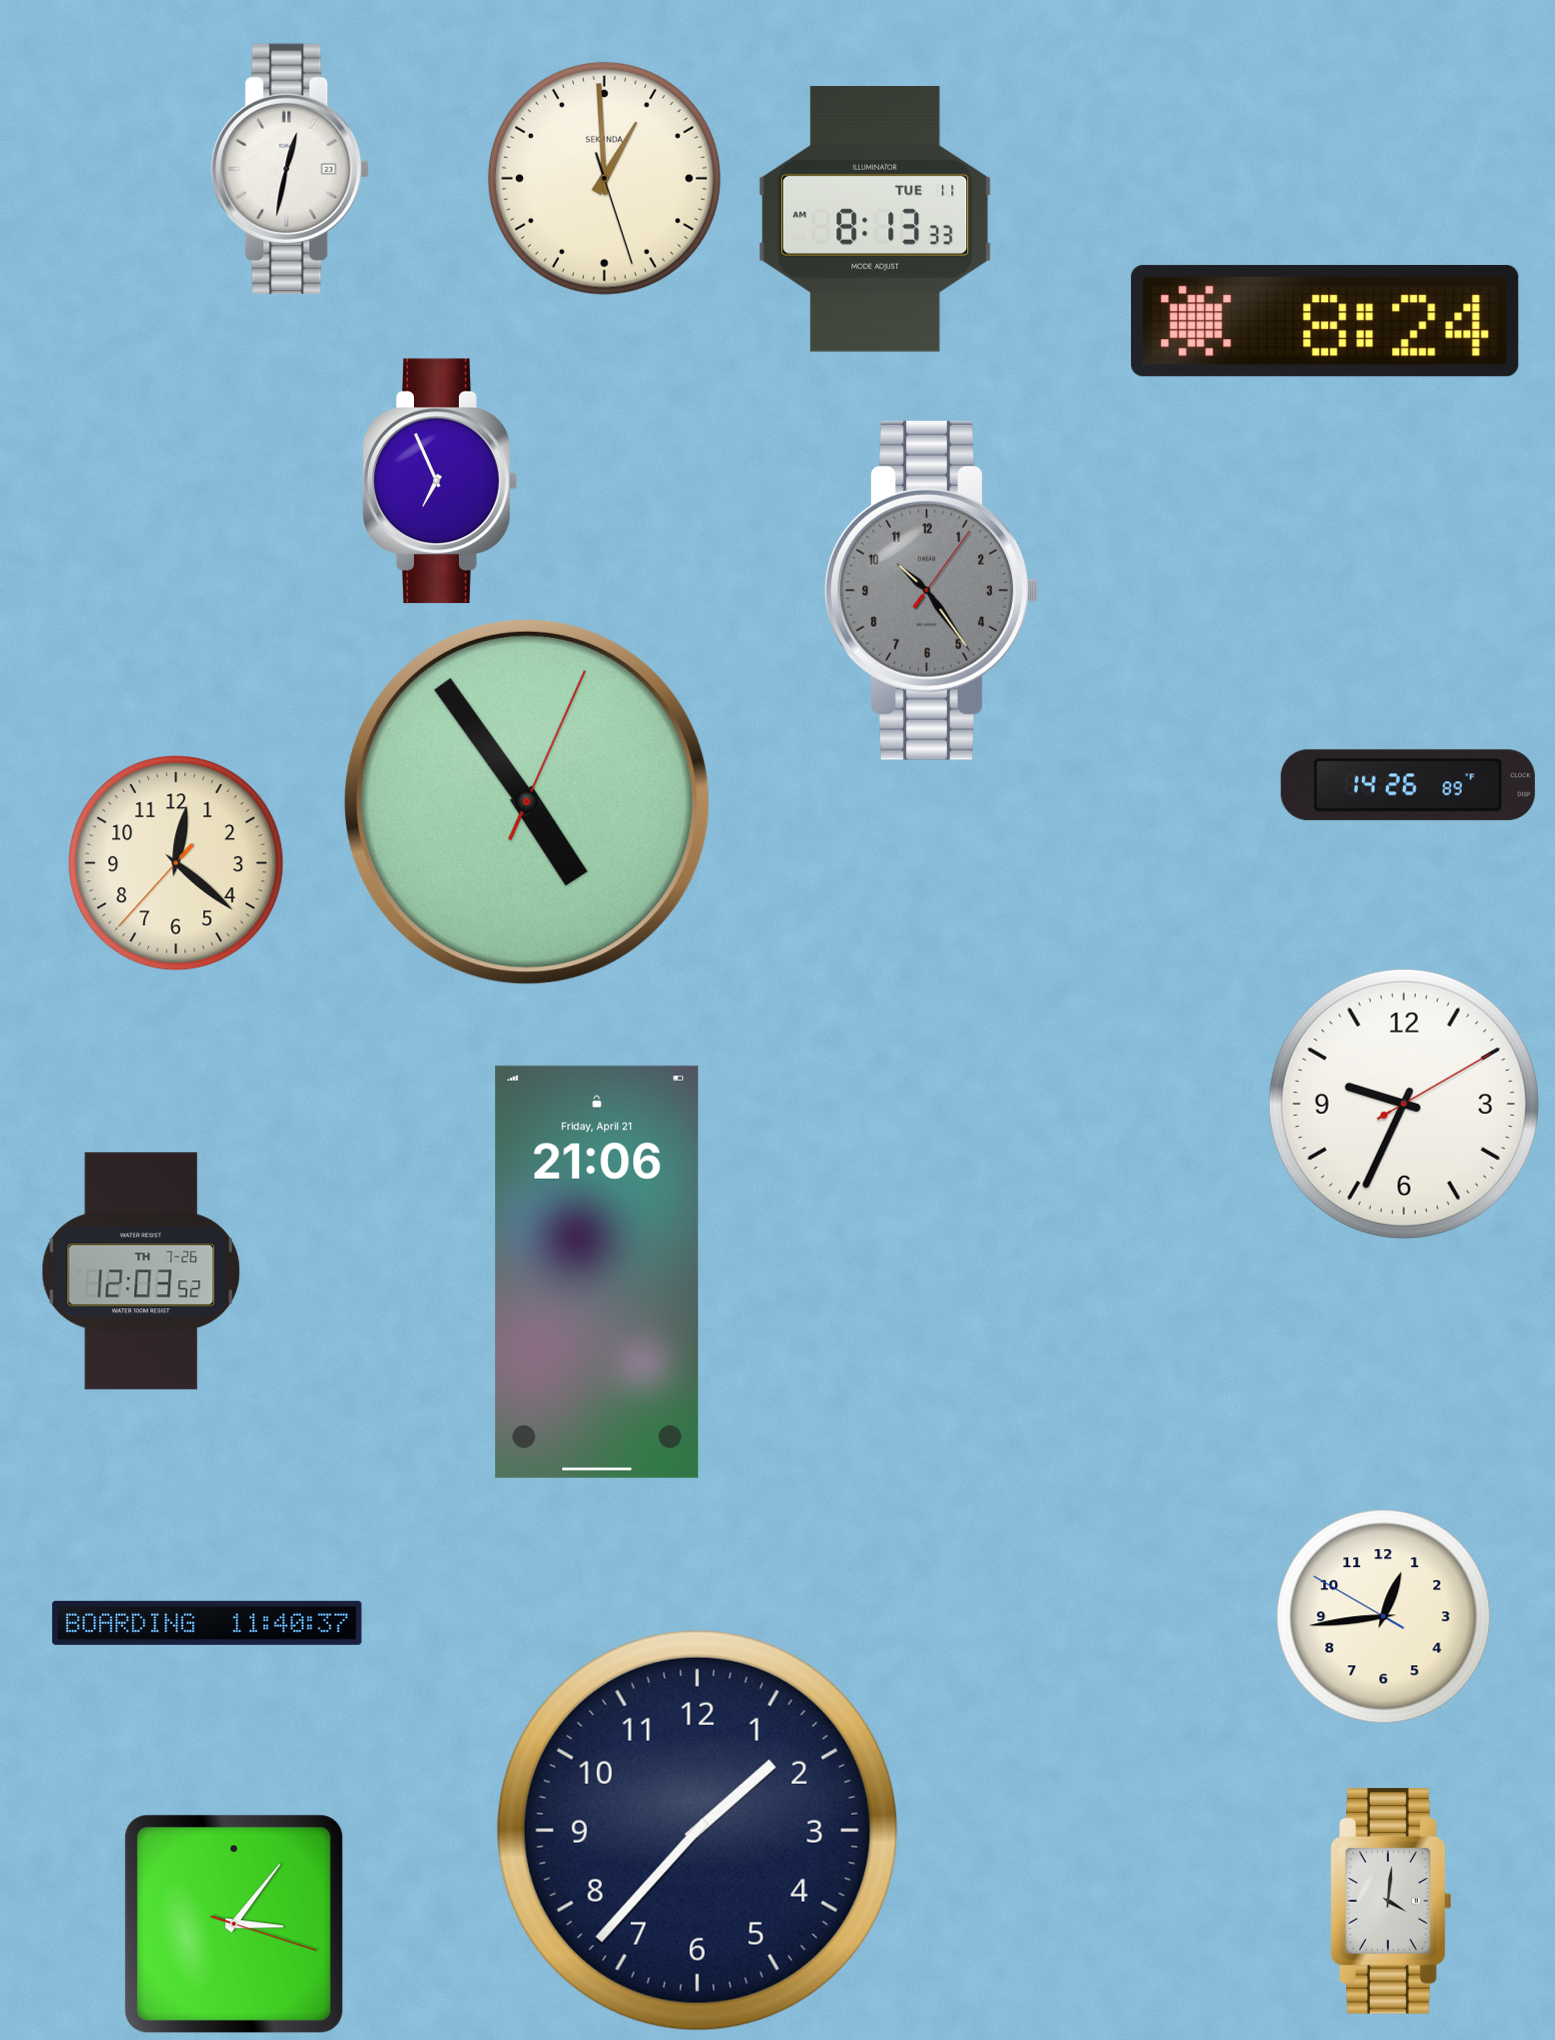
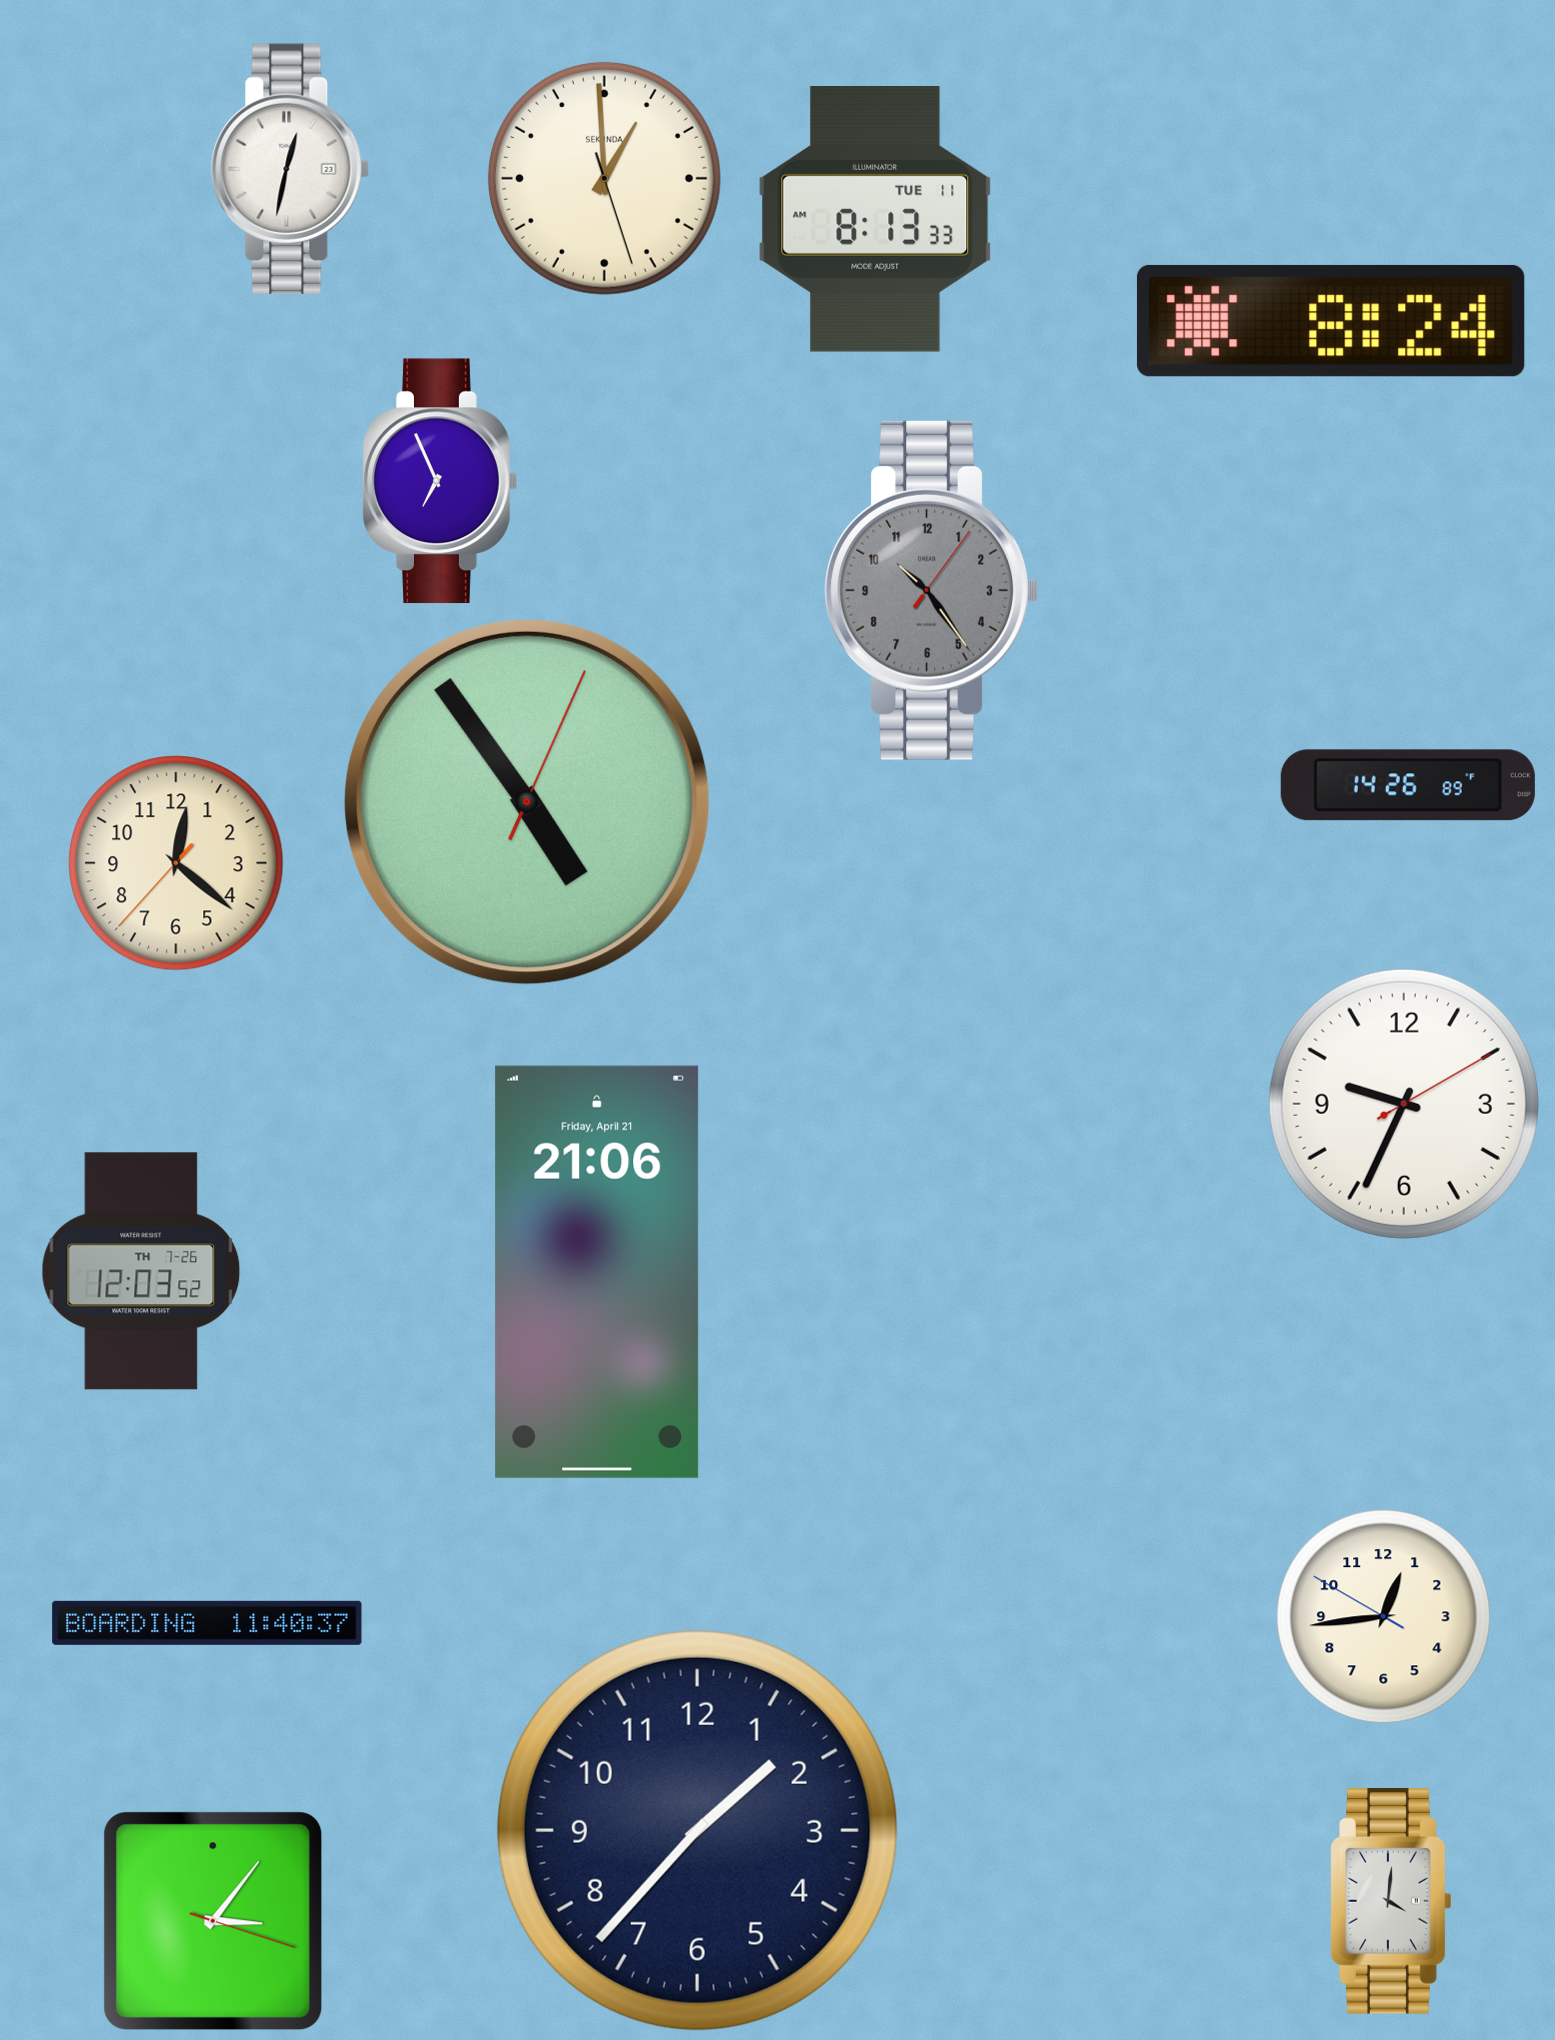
clock at (1325, 321) position: (1325, 321) -> (1331, 321)
clock at (234, 1924) position: (234, 1924) -> (213, 1921)
